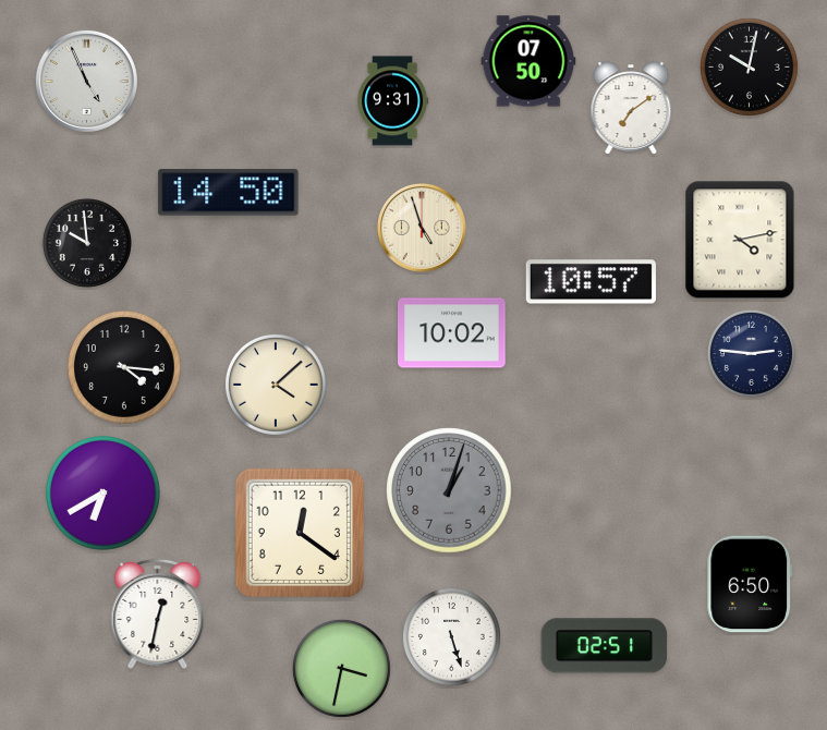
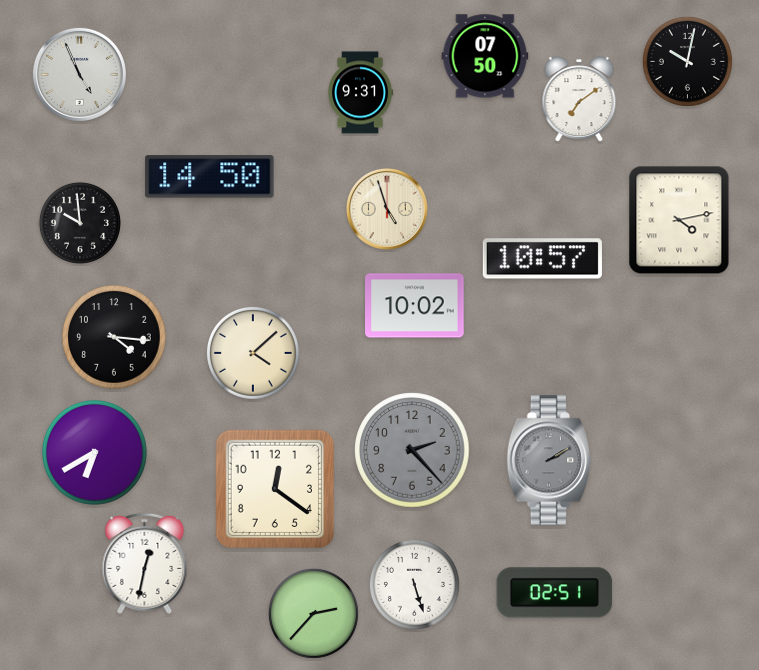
clock at (751, 353): 2:46 -> none
clock at (449, 490): 1:03 -> 2:23
clock at (548, 460): none -> 2:10
clock at (750, 584): 6:50 -> none
clock at (341, 668): 3:32 -> 2:37
